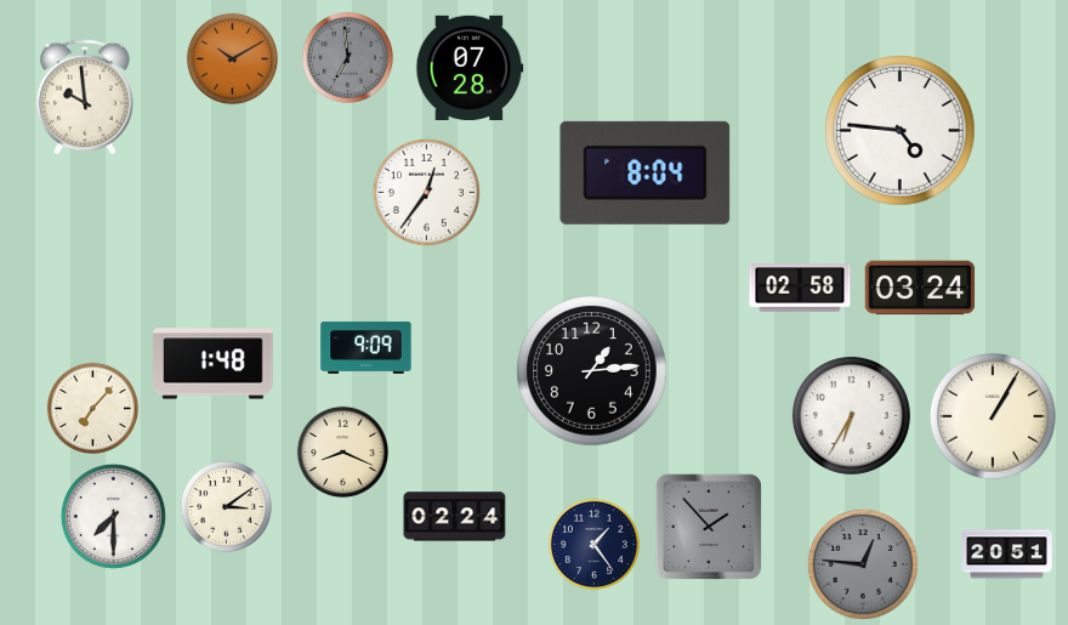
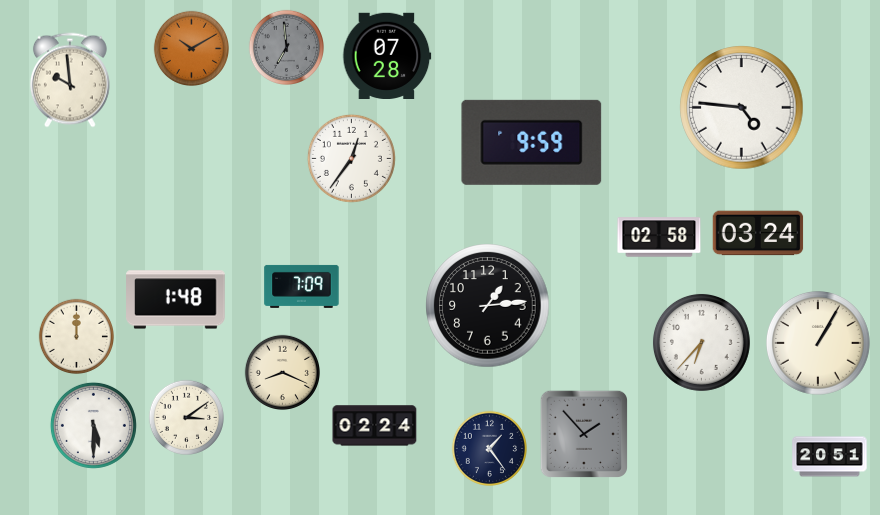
clock at (646, 172): 8:04 -> 9:59
clock at (920, 288) position: (920, 288) -> (758, 233)
clock at (367, 347): 9:09 -> 7:09
clock at (92, 408): 7:07 -> 12:00
clock at (851, 415): 6:35 -> 6:37
clock at (113, 516): 7:30 -> 5:30
clock at (863, 564): 12:46 -> none
